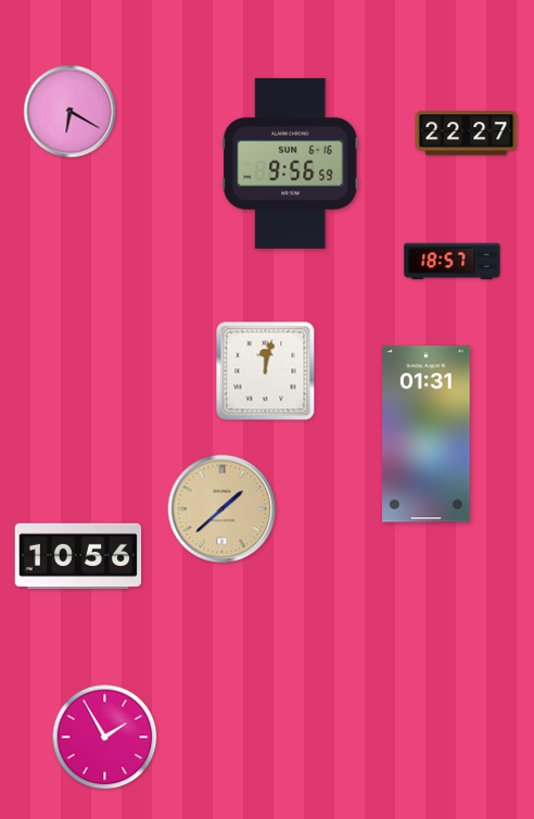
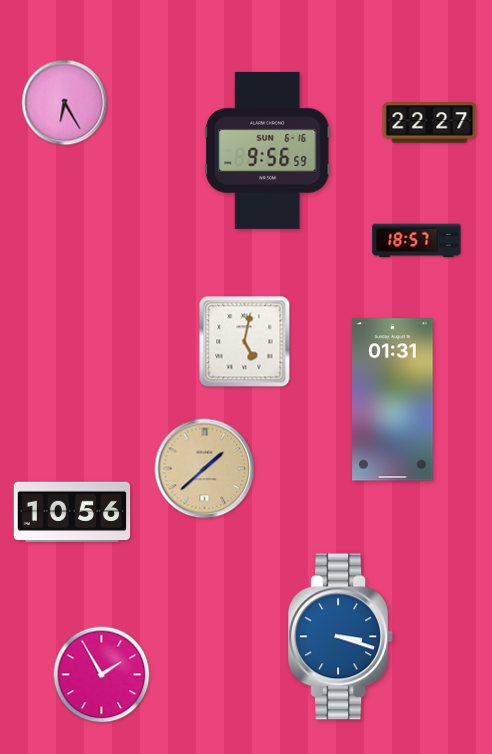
clock at (71, 112): 6:20 -> 6:25
clock at (266, 371): 12:02 -> 5:02
clock at (341, 637): none -> 3:18
clock at (105, 738) position: (105, 738) -> (102, 675)
